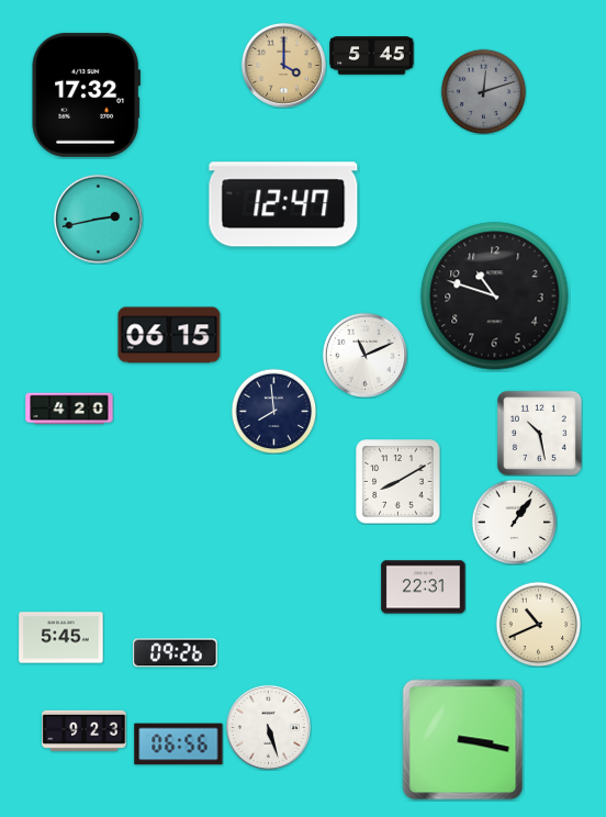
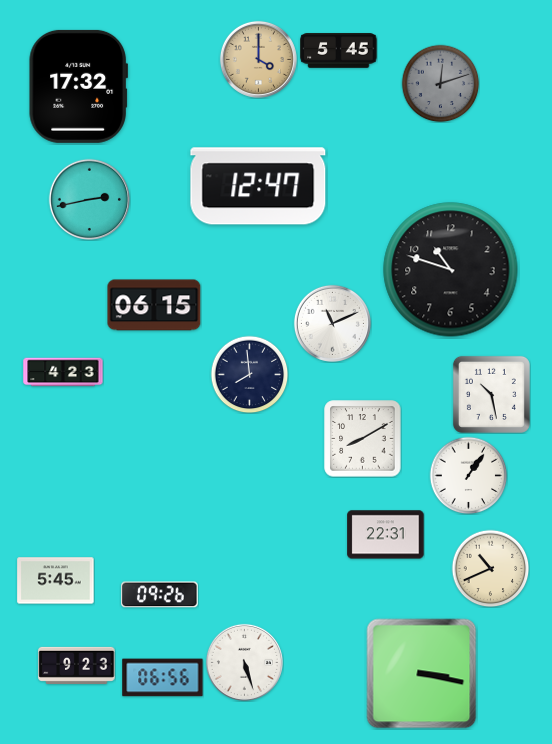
clock at (69, 408): 4:20 -> 4:23
